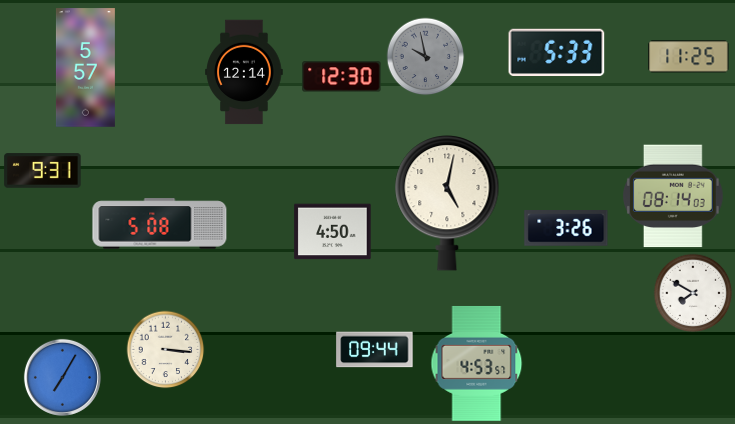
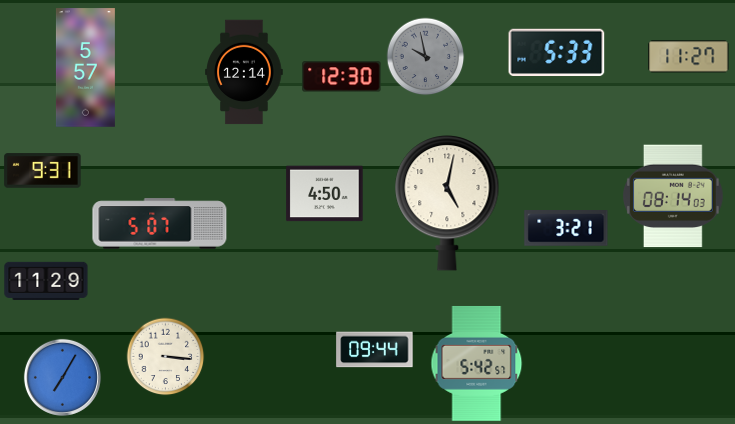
clock at (689, 57): 11:25 -> 11:27
clock at (160, 224): 5:08 -> 5:07
clock at (566, 229): 3:26 -> 3:21
clock at (333, 232) position: (333, 232) -> (325, 194)
clock at (46, 281): none -> 11:29
clock at (693, 293): 7:50 -> none
clock at (165, 349) position: (165, 349) -> (165, 356)
clock at (477, 363): 4:53 -> 5:42
